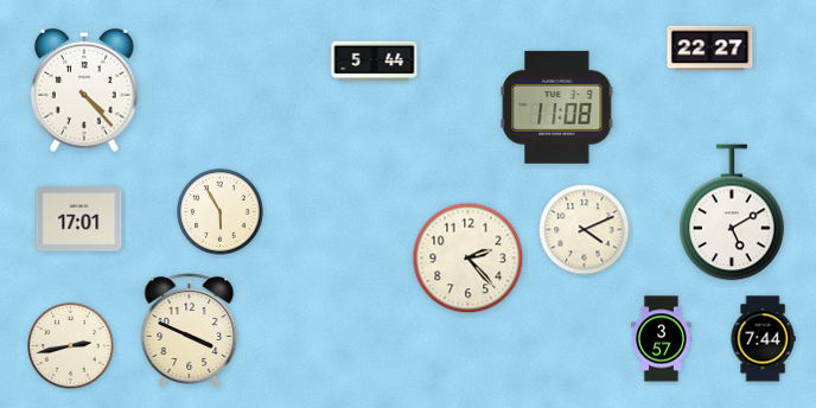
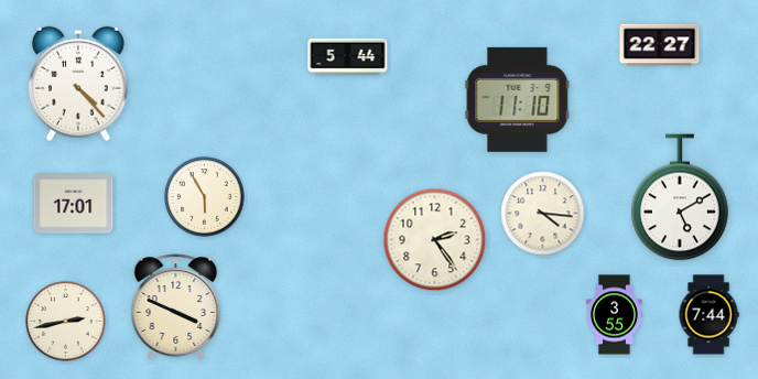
clock at (557, 107): 11:08 -> 11:10
clock at (585, 230): 4:11 -> 4:16
clock at (468, 259): 2:23 -> 2:24
clock at (661, 339): 3:57 -> 3:55
